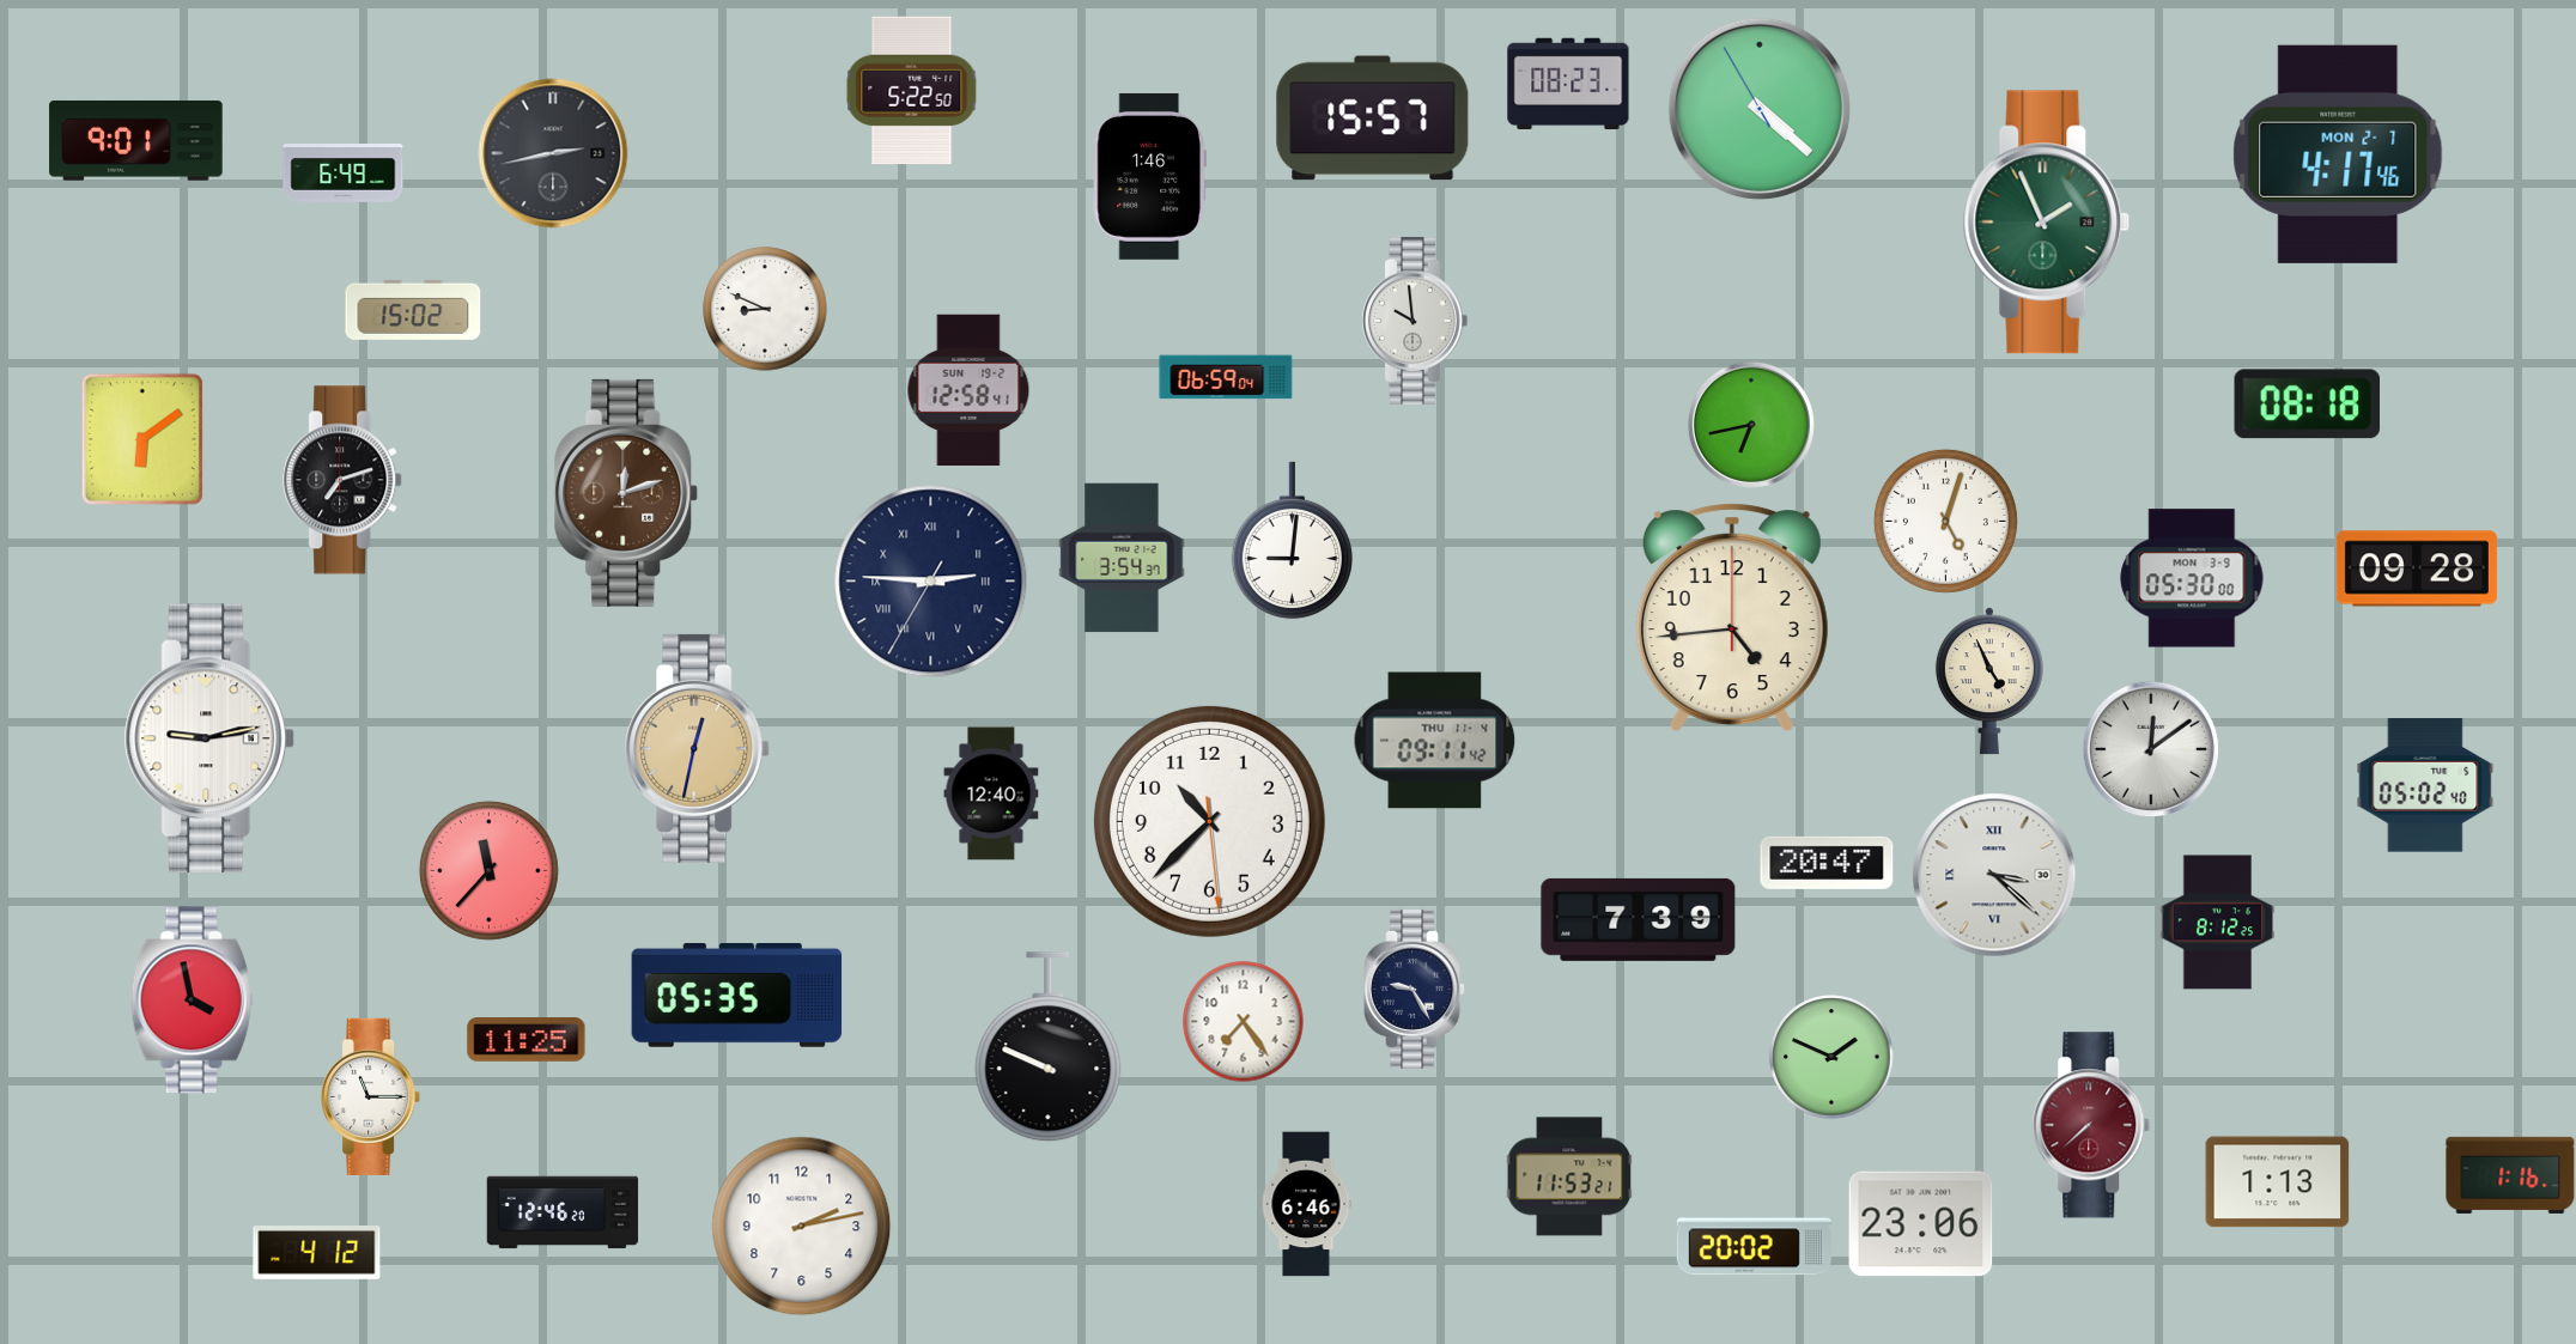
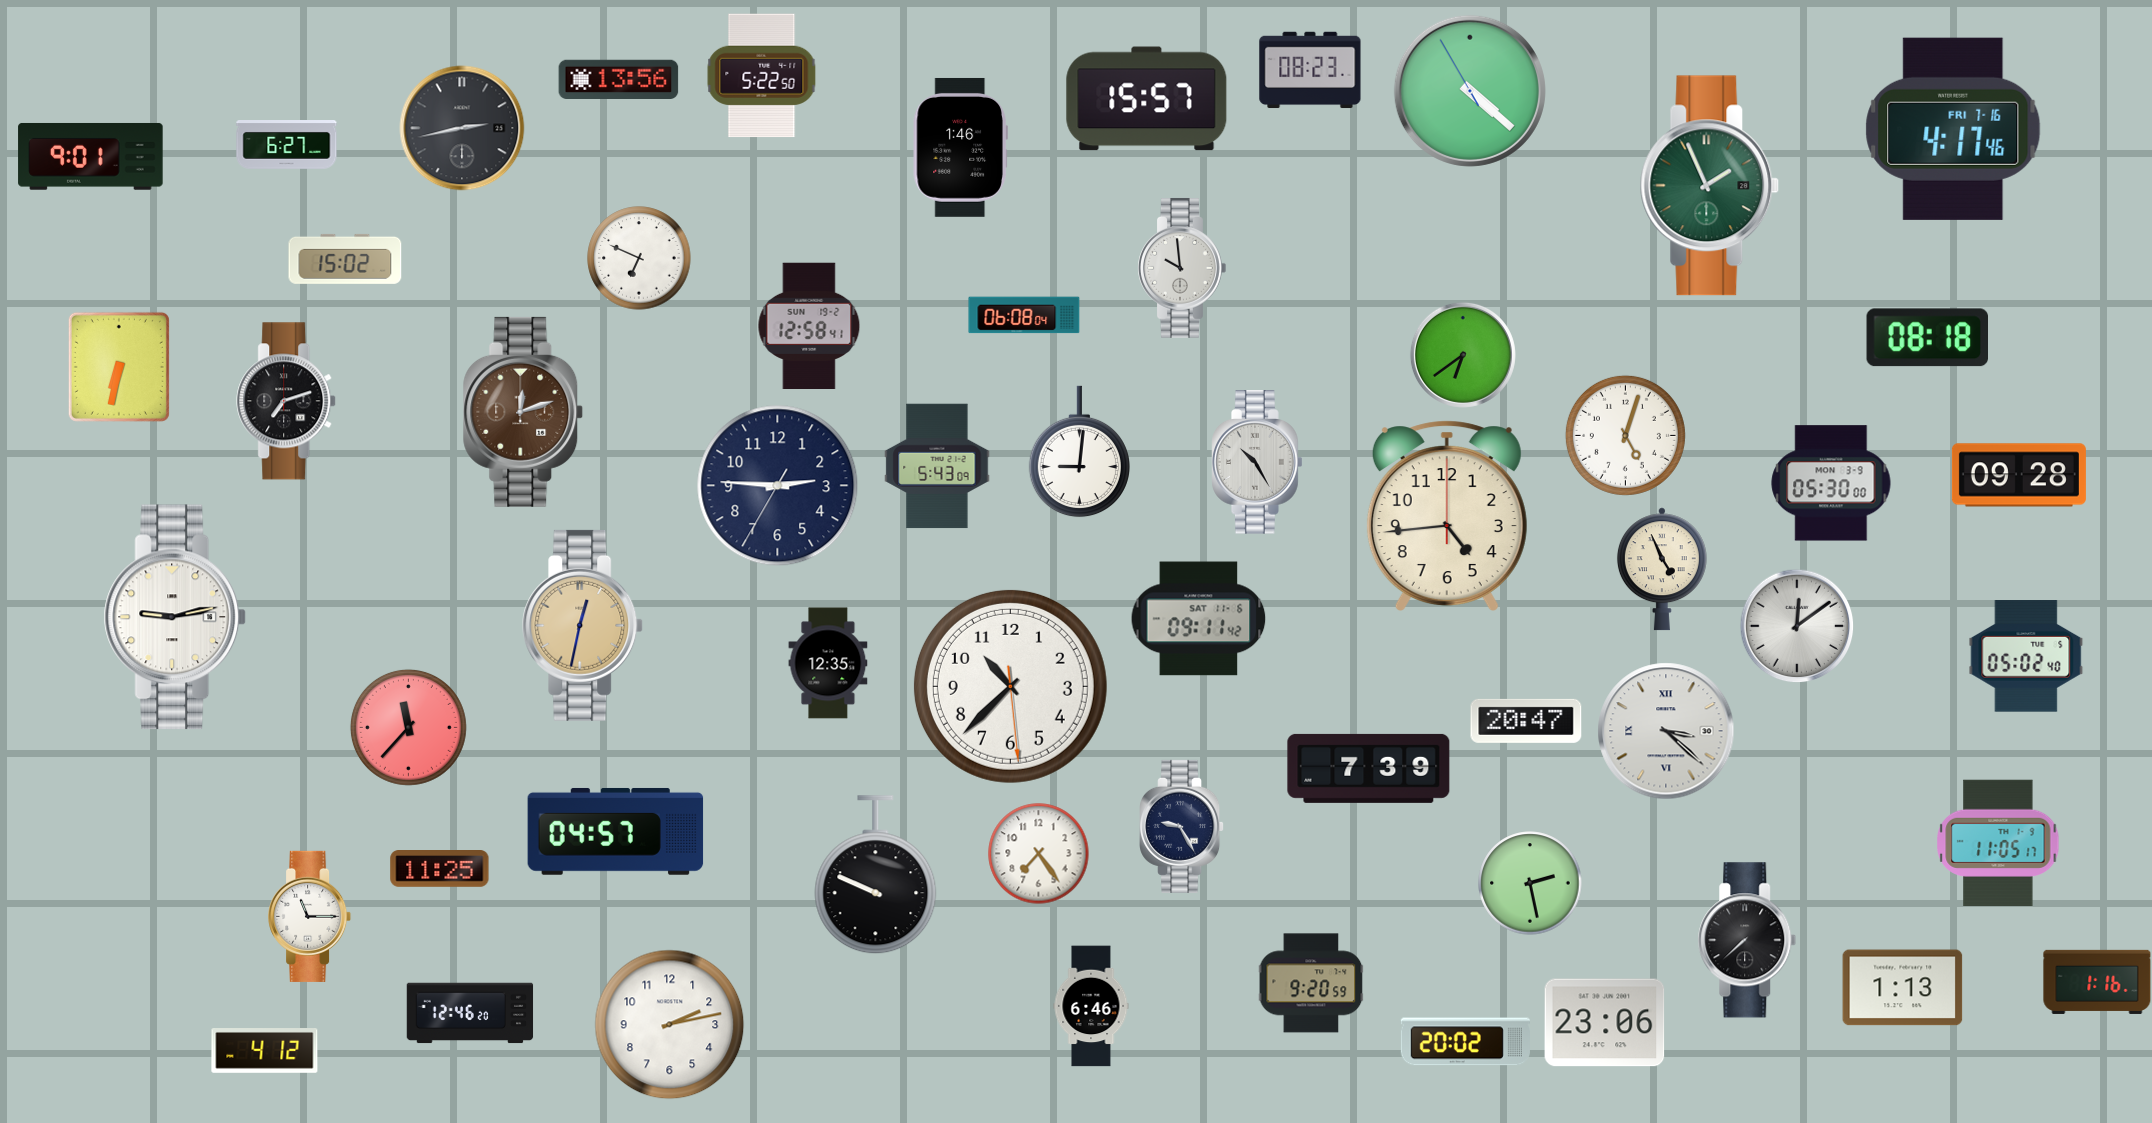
clock at (619, 80): none -> 13:56
clock at (136, 141) position: (136, 141) -> (91, 157)
clock at (2338, 154) date: MON 2-7 -> FRI 7-16
clock at (344, 174): 6:49 -> 6:27
clock at (765, 309): 8:49 -> 6:49
clock at (1226, 377): 06:59 -> 06:08
clock at (1751, 425): 6:43 -> 6:39
clock at (142, 439): 6:09 -> 6:32
clock at (1258, 462): none -> 10:25
clock at (1122, 558): 3:54 -> 5:43
clock at (931, 582) numerals: Roman -> Arabic
clock at (1435, 741) date: THU 11-4 -> SAT 11-6
clock at (991, 793): 12:40 -> 12:35
clock at (2218, 923): 8:12 -> none
clock at (737, 995): 05:35 -> 04:57
clock at (193, 1001): 3:58 -> none
clock at (1998, 842): none -> 11:05
clock at (1831, 1057): 1:49 -> 2:28
clock at (2091, 1125) dial: burgundy -> black
clock at (1569, 1176): 11:53 -> 9:20
clock at (317, 1253) position: (317, 1253) -> (265, 1051)
